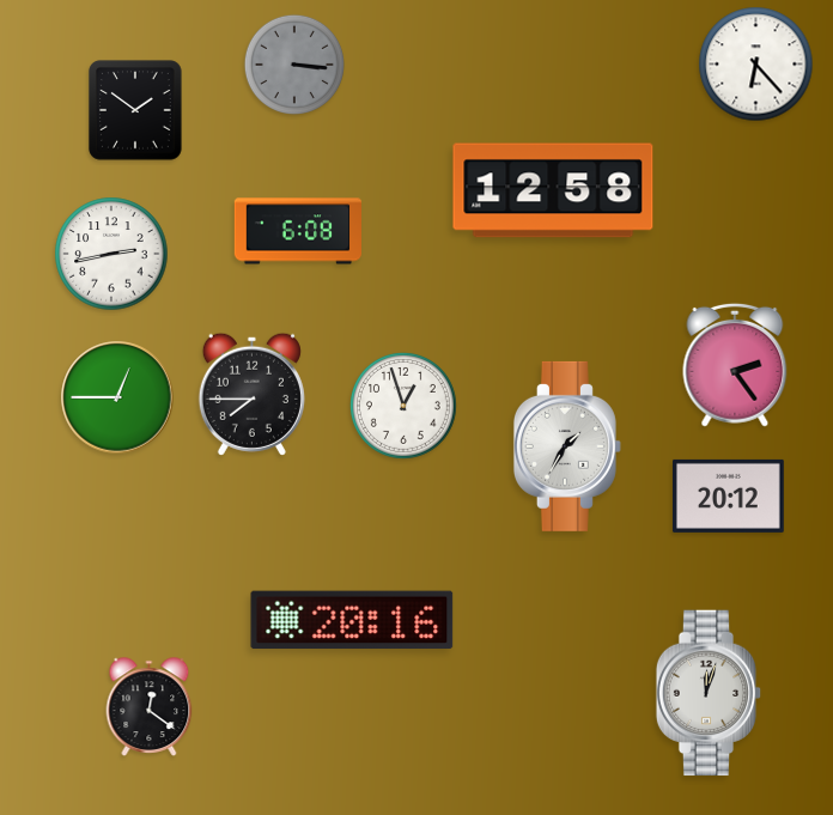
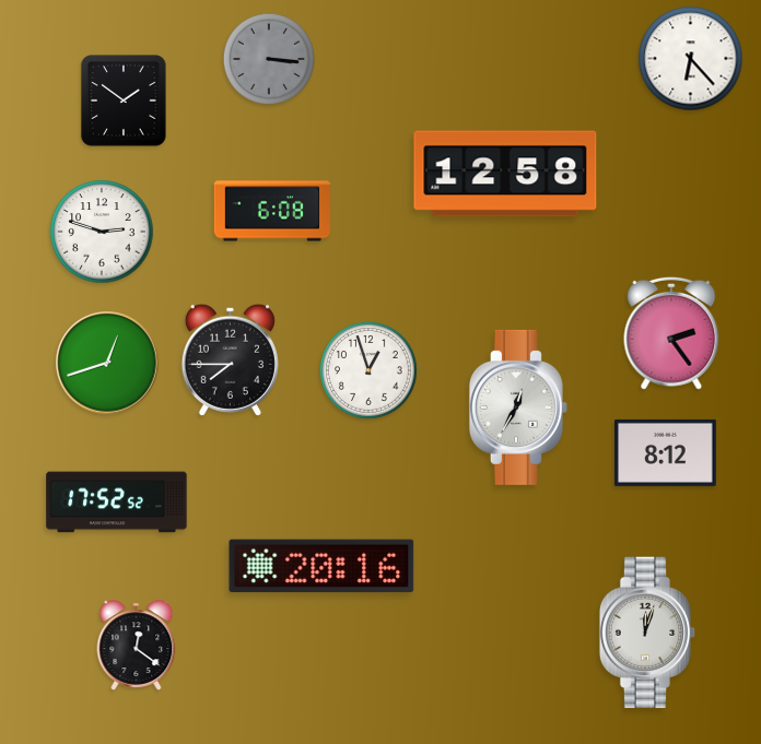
clock at (111, 254): 2:43 -> 2:48
clock at (117, 397): 12:45 -> 12:42
clock at (567, 446): 1:35 -> 12:35
clock at (728, 495): 20:12 -> 8:12
clock at (117, 503): none -> 17:52
